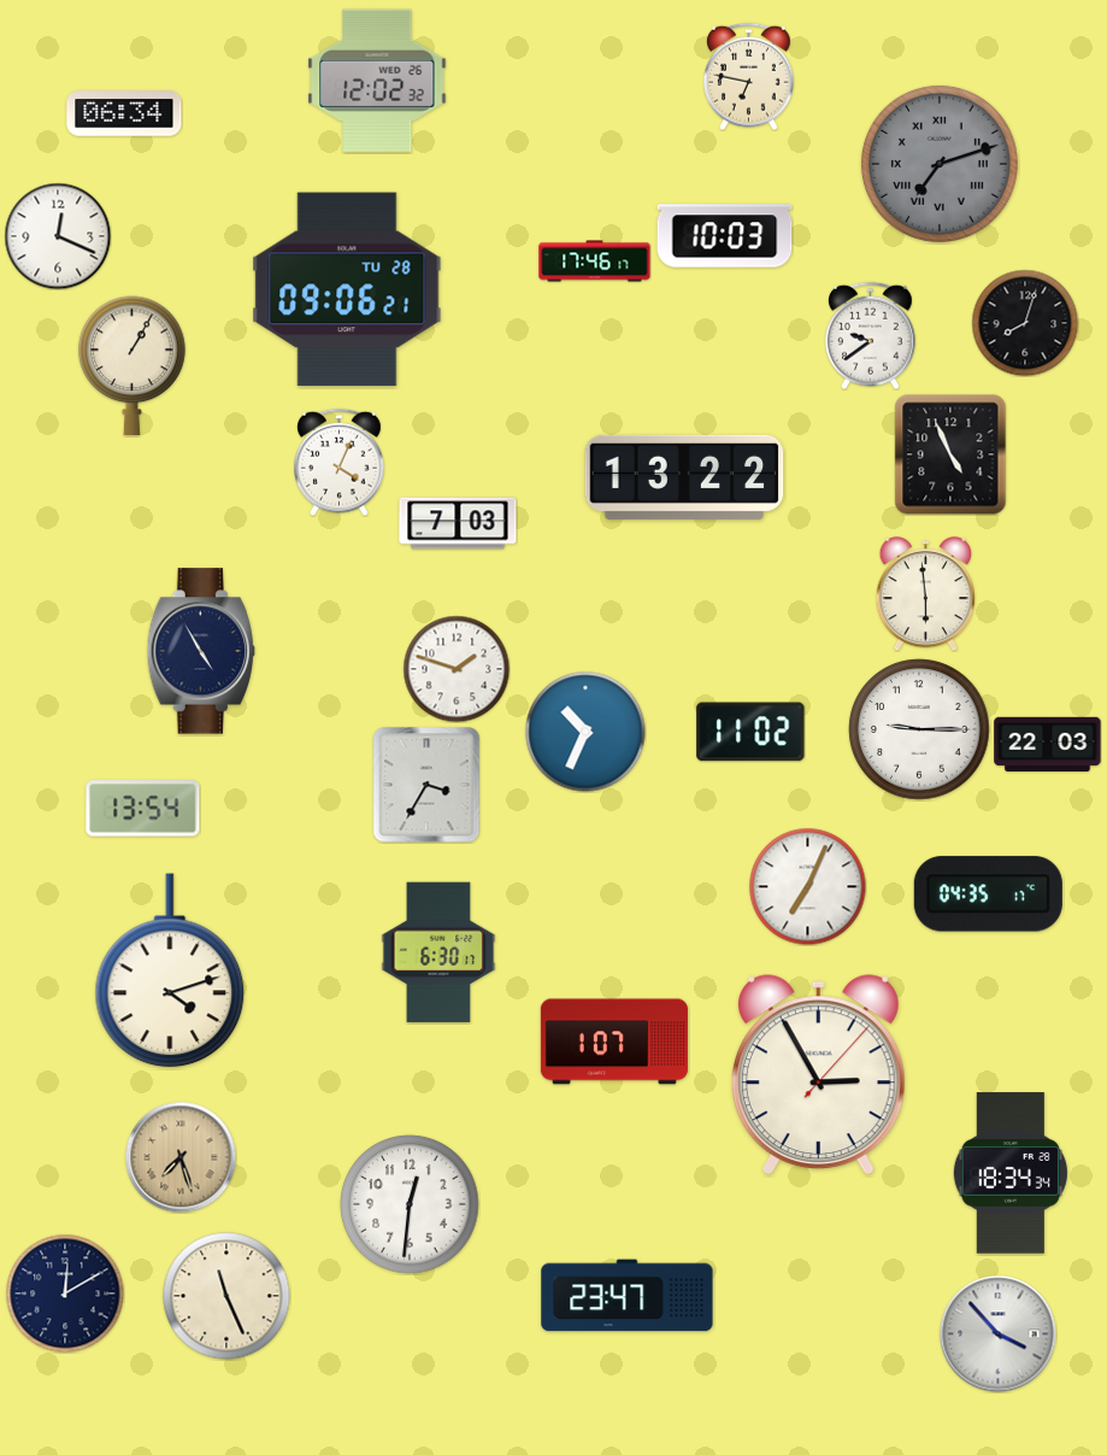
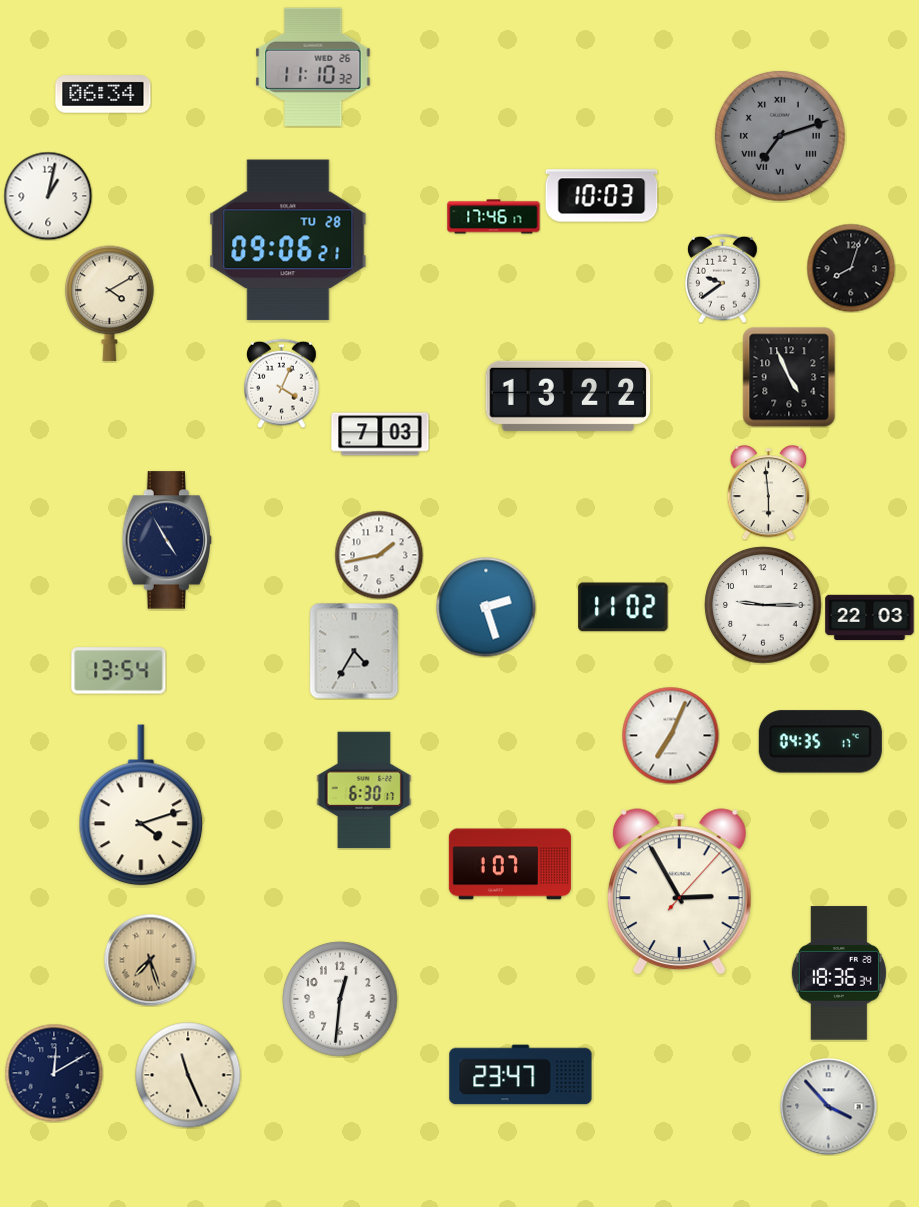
clock at (749, 76): 6:47 -> none
clock at (377, 81): 12:02 -> 11:10
clock at (58, 236): 12:19 -> 1:02
clock at (133, 366): 1:05 -> 4:10
clock at (457, 669): 1:48 -> 1:43
clock at (585, 732): 10:34 -> 2:27
clock at (426, 785): 3:35 -> 4:35
clock at (1011, 1173): 18:34 -> 18:36
